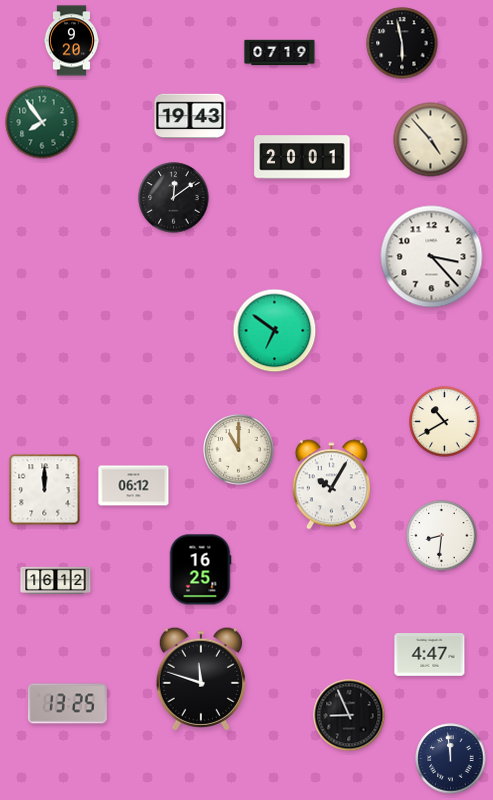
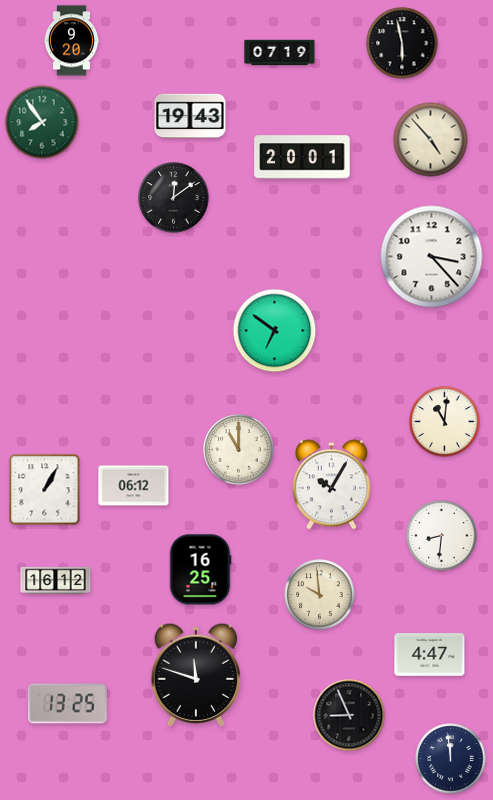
clock at (445, 422): 10:40 -> 11:01
clock at (45, 490): 12:00 -> 1:05
clock at (320, 595): none -> 9:59
clock at (201, 679) position: (201, 679) -> (196, 675)
